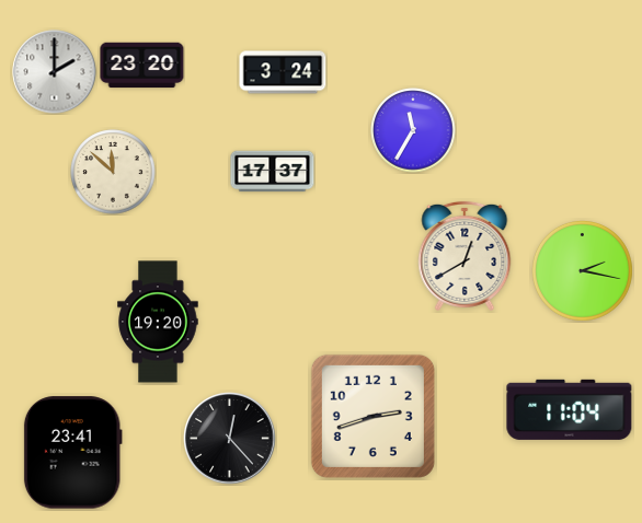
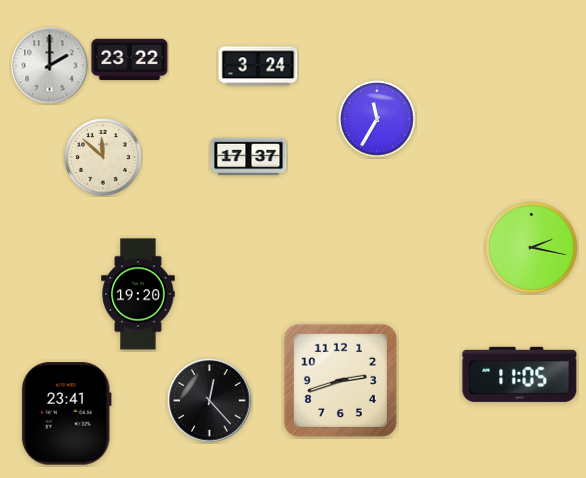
clock at (142, 66): 23:20 -> 23:22
clock at (465, 256): 12:40 -> none
clock at (158, 322) position: (158, 322) -> (138, 294)
clock at (570, 409): 11:04 -> 11:05
